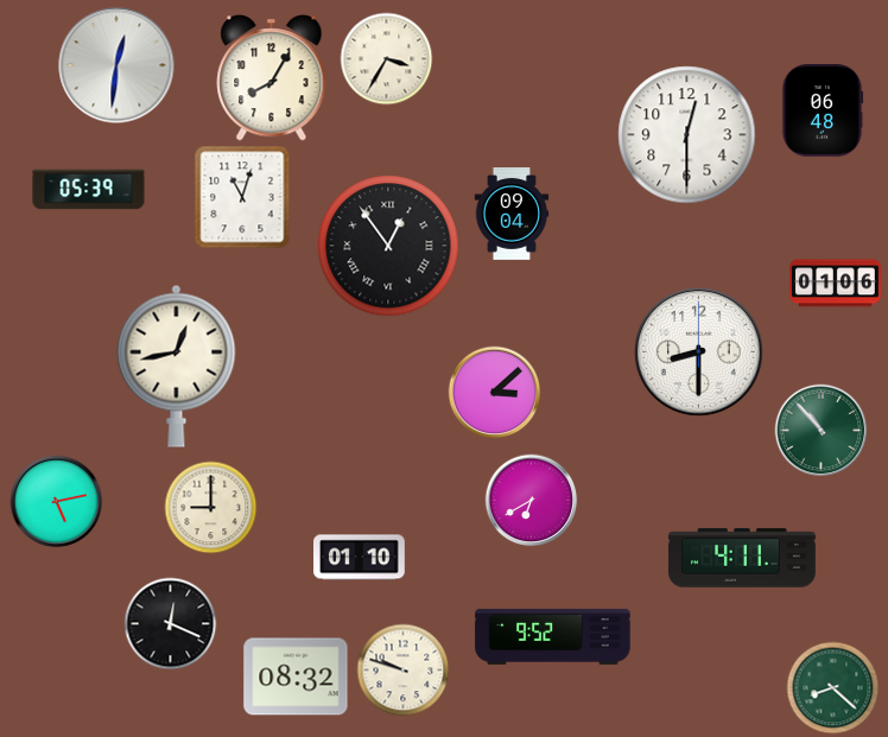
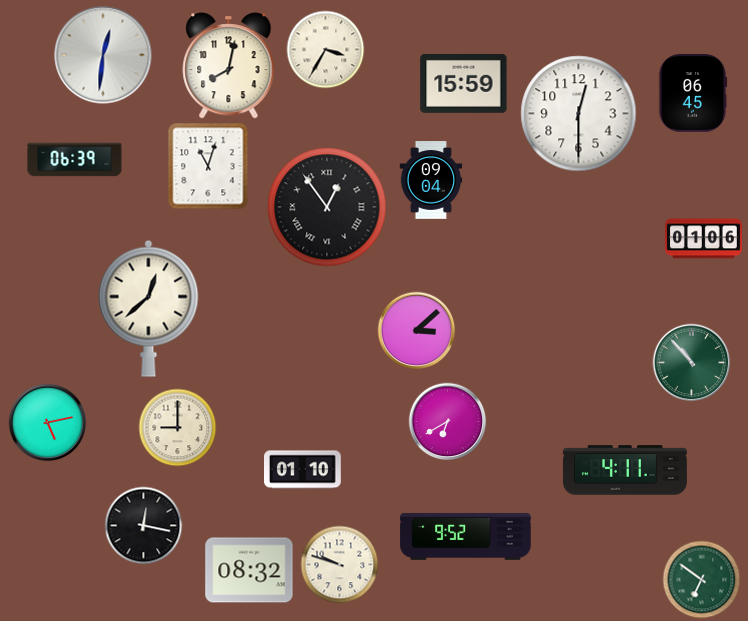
clock at (116, 65) position: (116, 65) -> (103, 55)
clock at (272, 78): 8:05 -> 8:02
clock at (464, 83): none -> 15:59
clock at (823, 112): 06:48 -> 06:45
clock at (89, 190): 05:39 -> 06:39
clock at (242, 197) position: (242, 197) -> (208, 166)
clock at (699, 352): 8:30 -> none
clock at (177, 366): 12:43 -> 12:38
clock at (170, 623): 12:19 -> 12:17
clock at (832, 687): 8:22 -> 6:51
